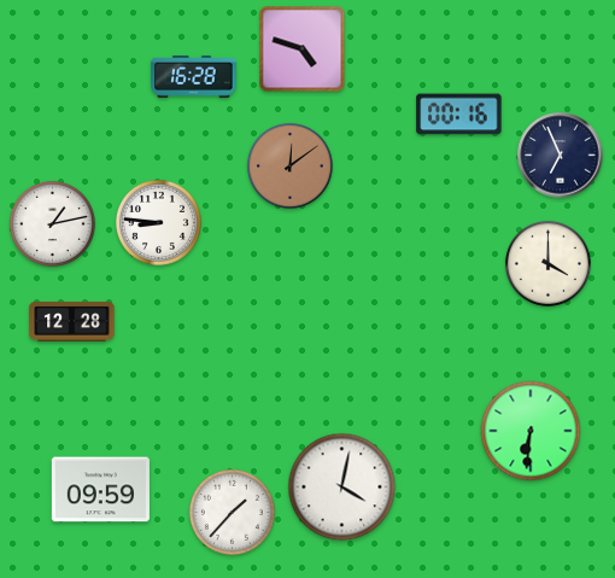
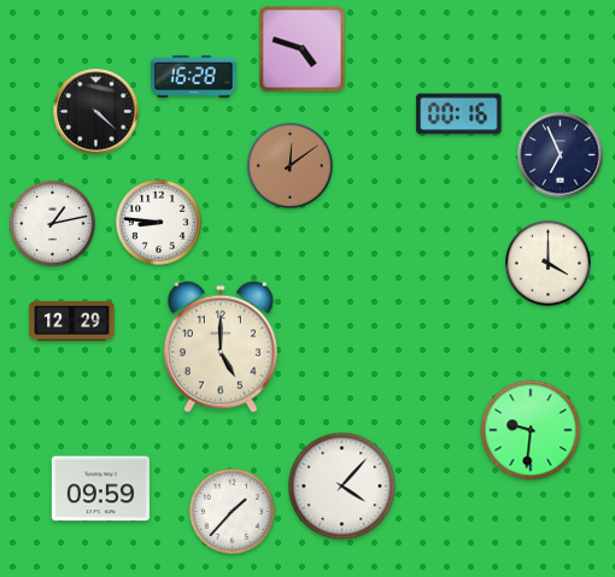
clock at (96, 112): none -> 4:22
clock at (72, 321): 12:28 -> 12:29
clock at (221, 347): none -> 5:00
clock at (531, 431): 6:31 -> 9:31
clock at (342, 487): 4:02 -> 4:07
